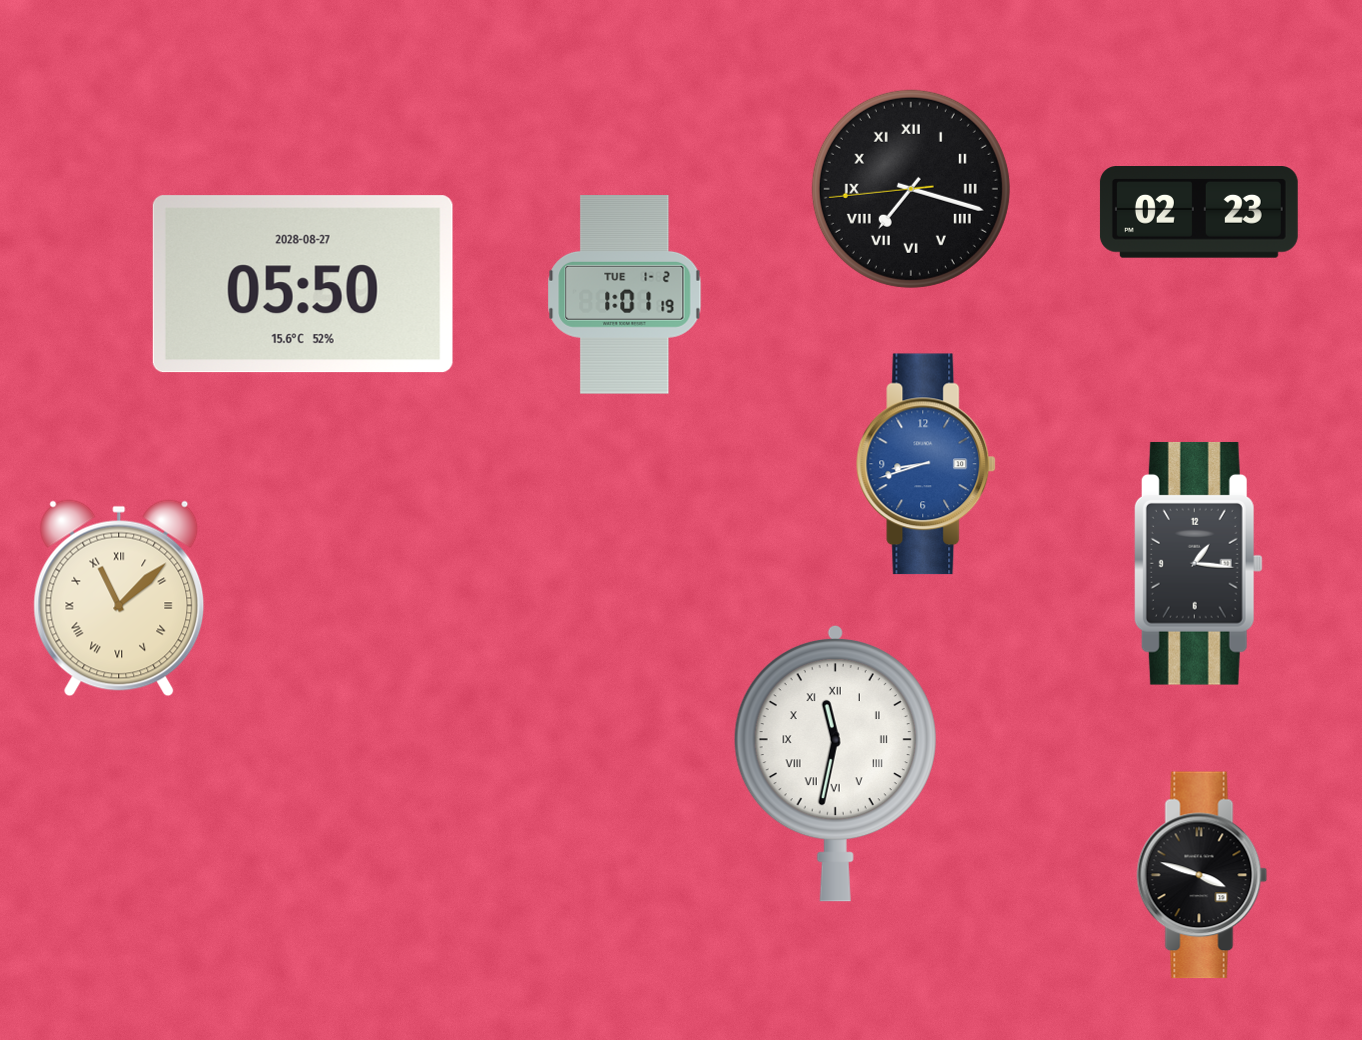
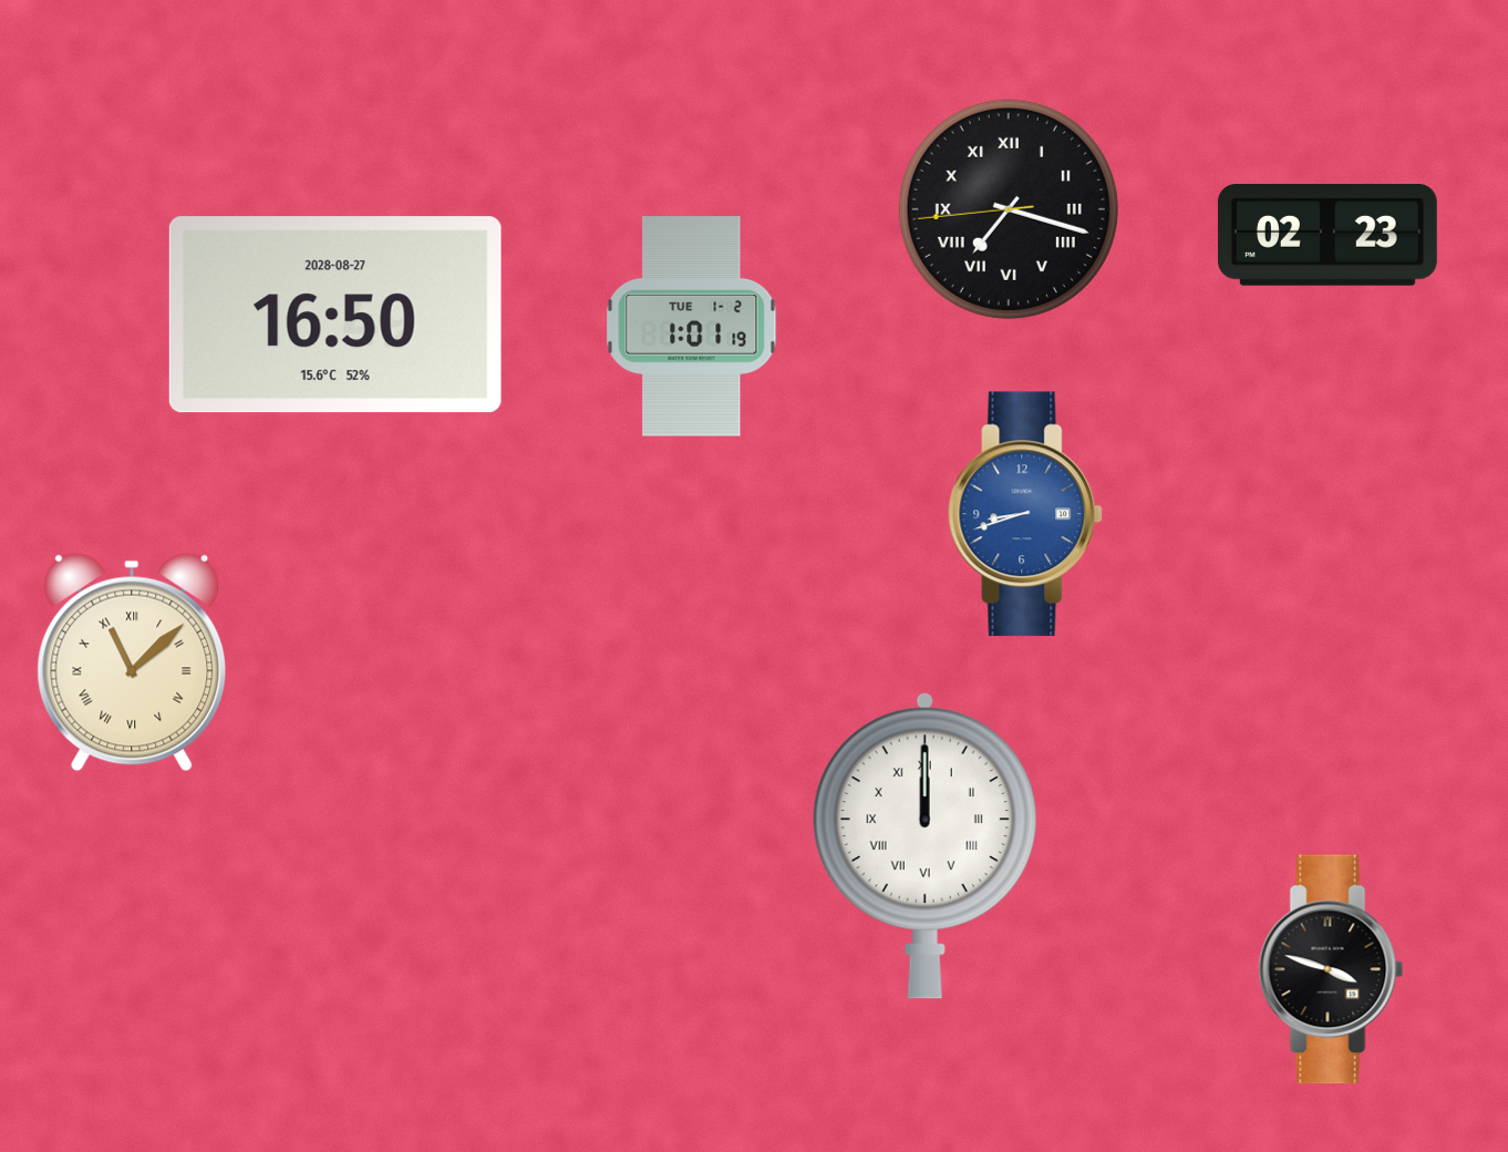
clock at (303, 284): 05:50 -> 16:50
clock at (1198, 563): 1:16 -> none
clock at (835, 763): 11:32 -> 12:00
